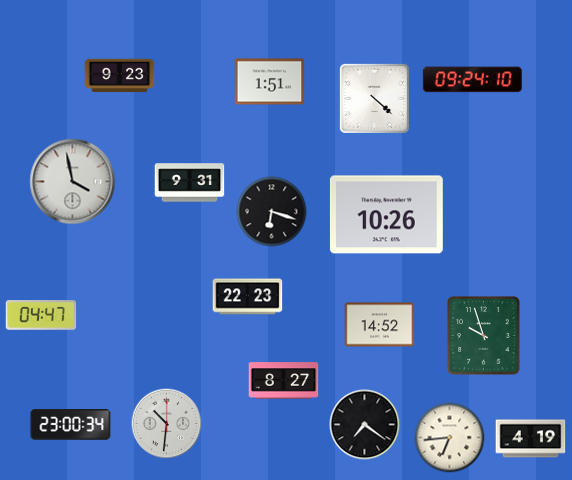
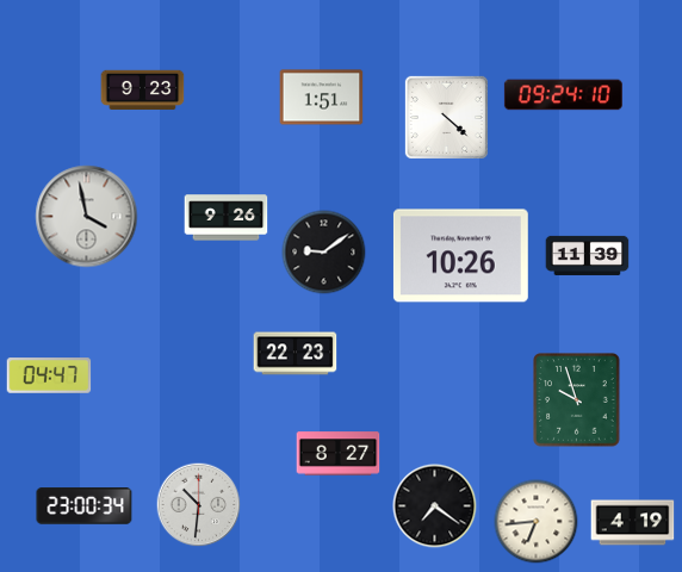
clock at (190, 183): 9:31 -> 9:26
clock at (272, 212): 6:18 -> 9:09
clock at (588, 255): none -> 11:39
clock at (380, 325): 14:52 -> none
